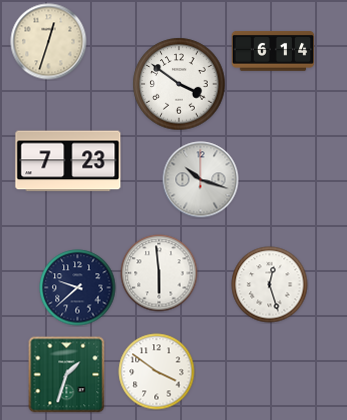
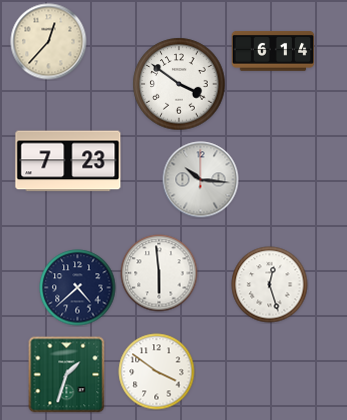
clock at (49, 42): 12:33 -> 12:37
clock at (201, 180): 10:18 -> 10:16
clock at (78, 288): 9:38 -> 4:38
